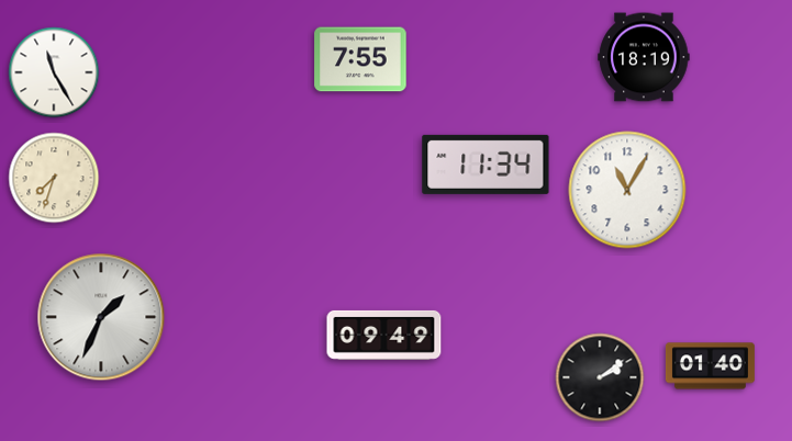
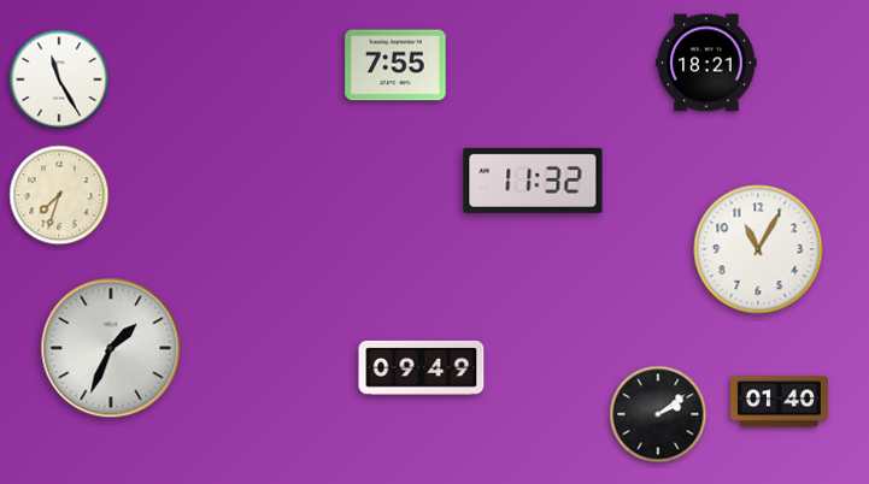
clock at (644, 57): 18:19 -> 18:21
clock at (486, 165): 11:34 -> 11:32
clock at (627, 190) position: (627, 190) -> (758, 249)
